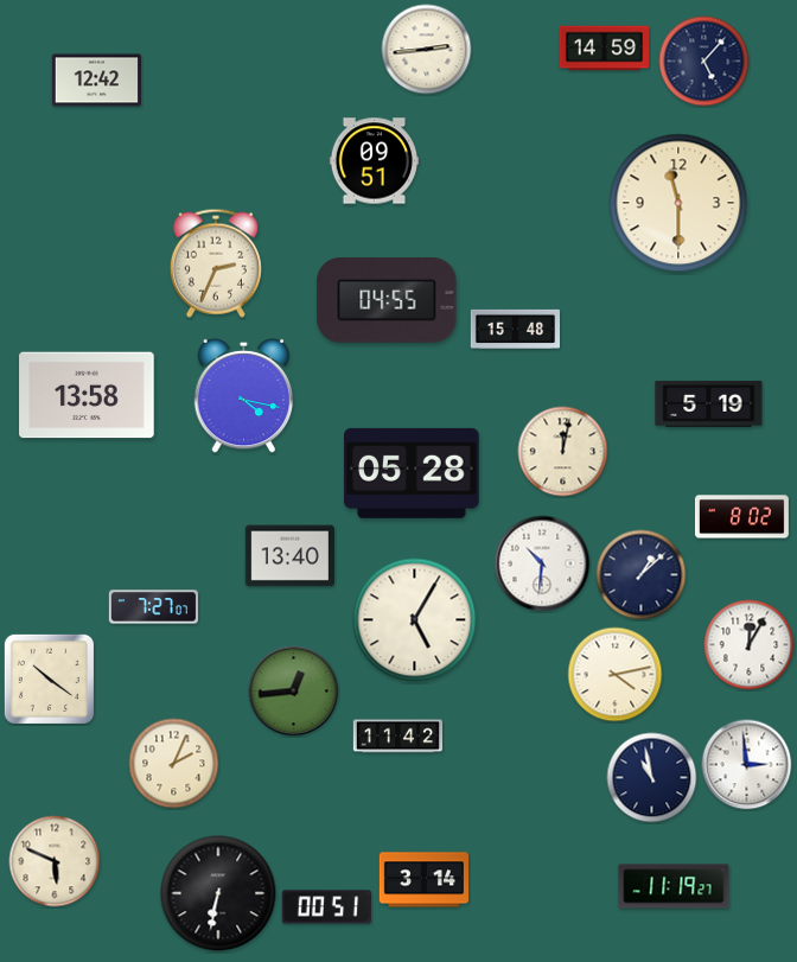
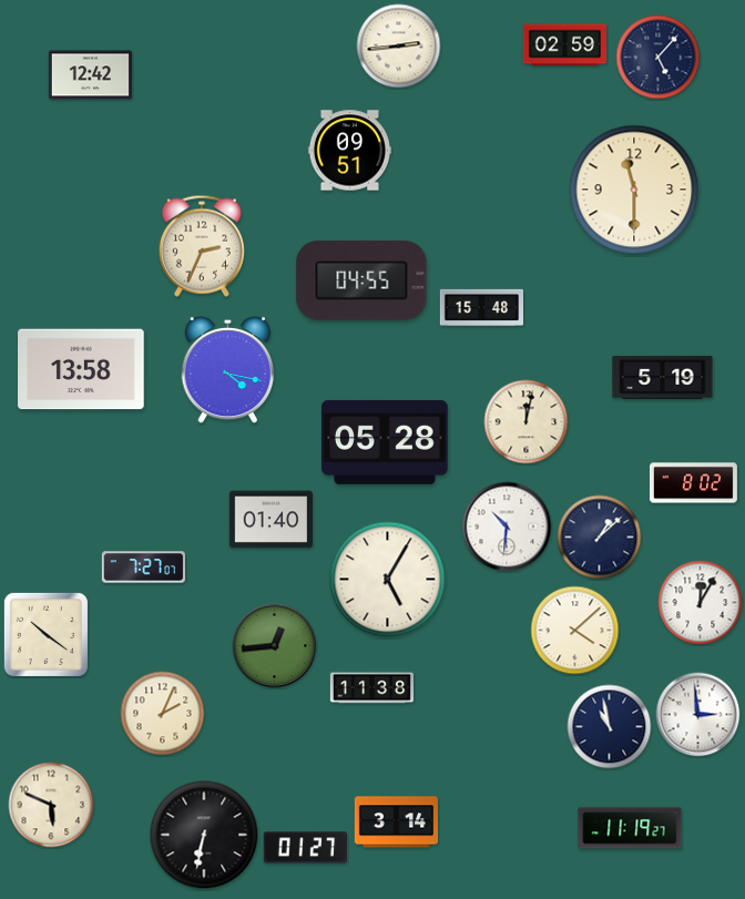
clock at (604, 49): 14:59 -> 02:59
clock at (289, 556): 13:40 -> 01:40
clock at (616, 675): 4:13 -> 4:08
clock at (397, 737): 11:42 -> 11:38
clock at (326, 907): 00:51 -> 01:27
